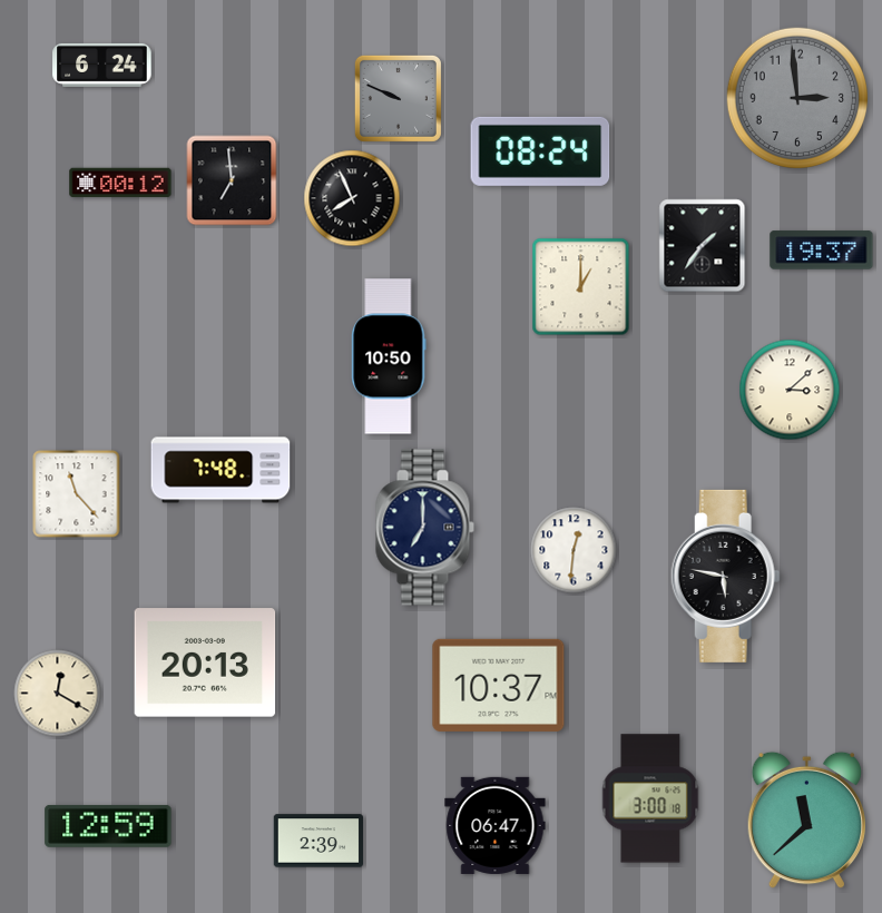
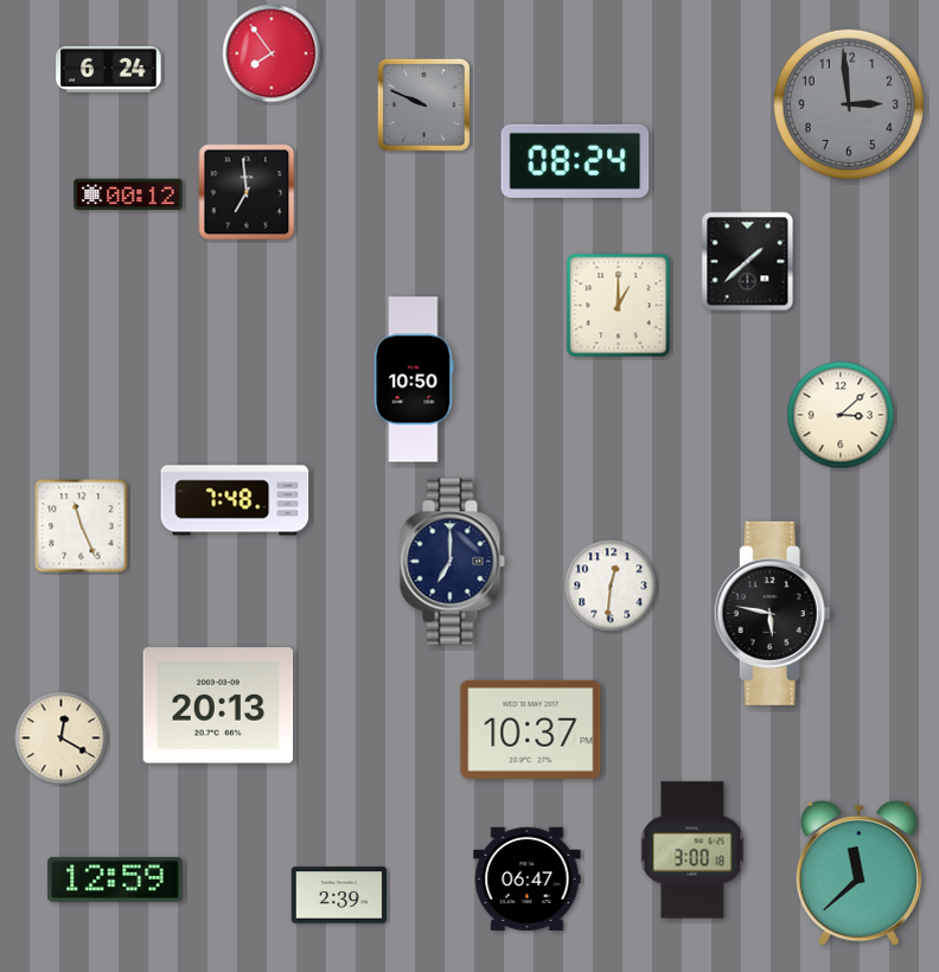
clock at (272, 53): none -> 7:54
clock at (352, 198): 7:56 -> none
clock at (703, 246): 1:36 -> 1:38
clock at (822, 251): 19:37 -> none
clock at (77, 494): 11:23 -> 11:26
